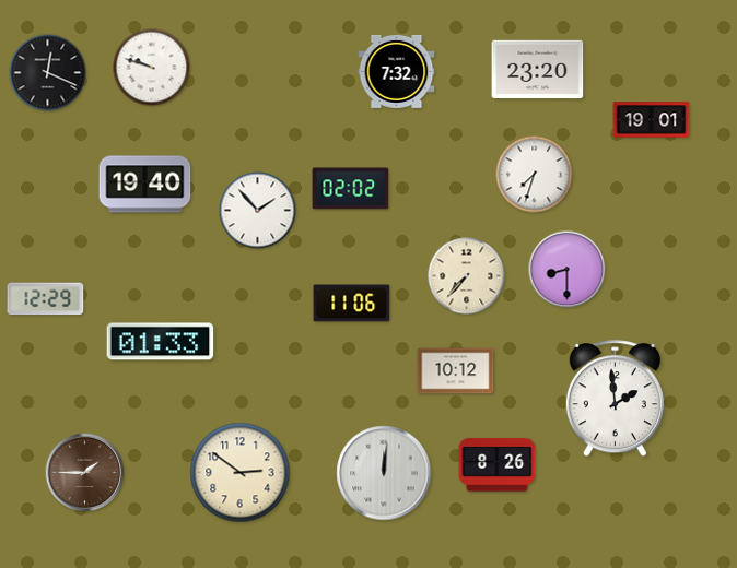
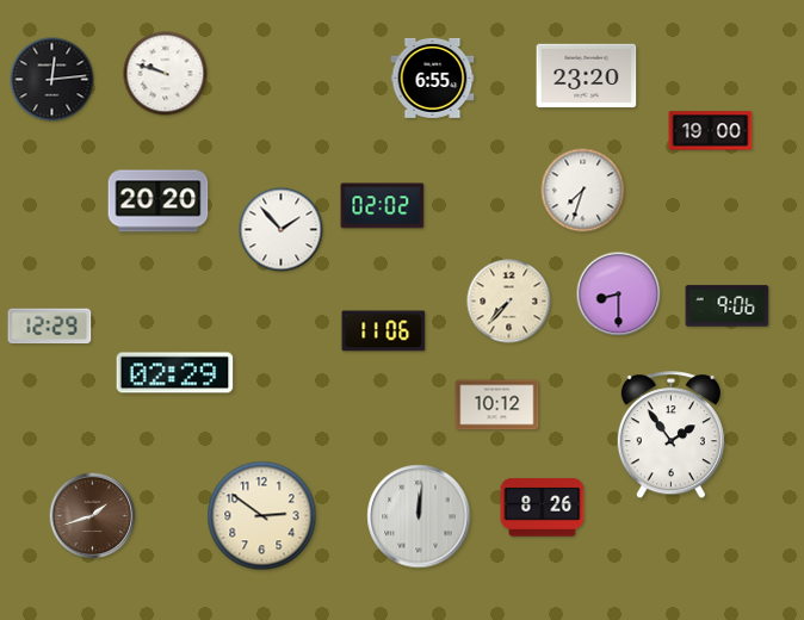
clock at (397, 71): 7:32 -> 6:55
clock at (48, 73): 12:19 -> 12:14
clock at (652, 120): 19:01 -> 19:00
clock at (145, 185): 19:40 -> 20:20
clock at (728, 306): none -> 9:06
clock at (161, 342): 01:33 -> 02:29
clock at (615, 399): 1:59 -> 1:54
clock at (85, 473): 1:45 -> 1:42
